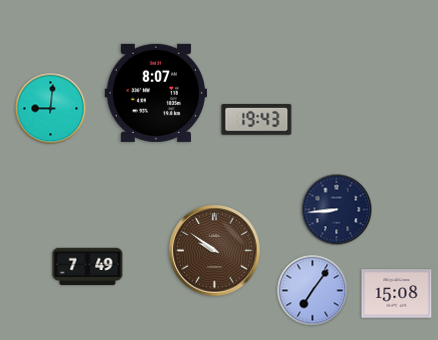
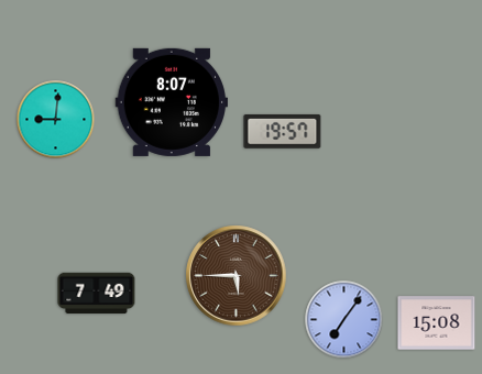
clock at (257, 119): 19:43 -> 19:57
clock at (337, 210): 8:44 -> none
clock at (215, 251): 9:51 -> 5:45
